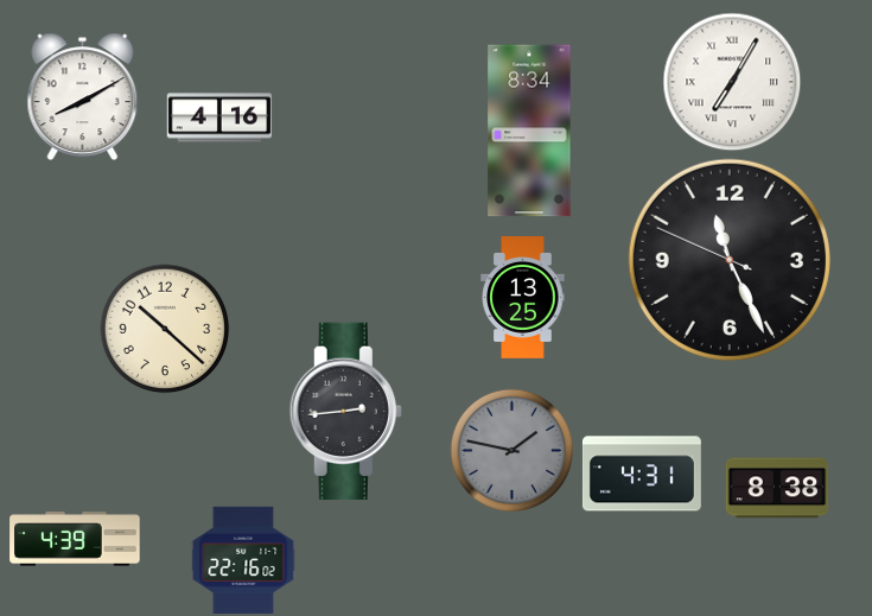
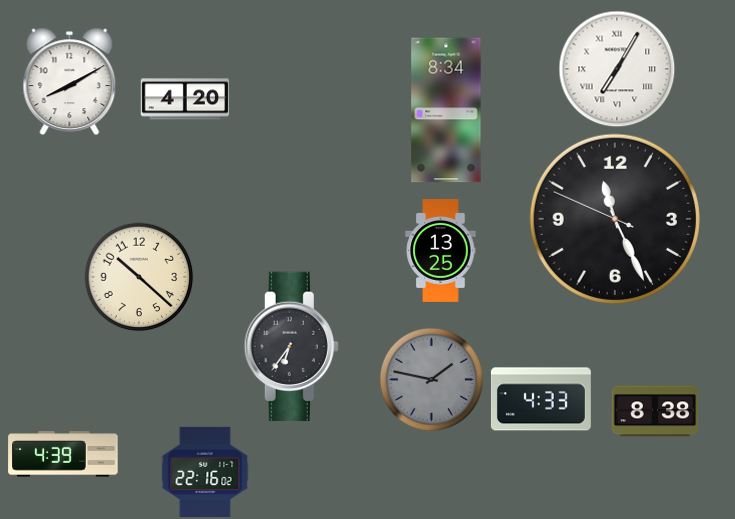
clock at (219, 118): 4:16 -> 4:20
clock at (345, 412): 2:44 -> 6:36
clock at (642, 474): 4:31 -> 4:33
